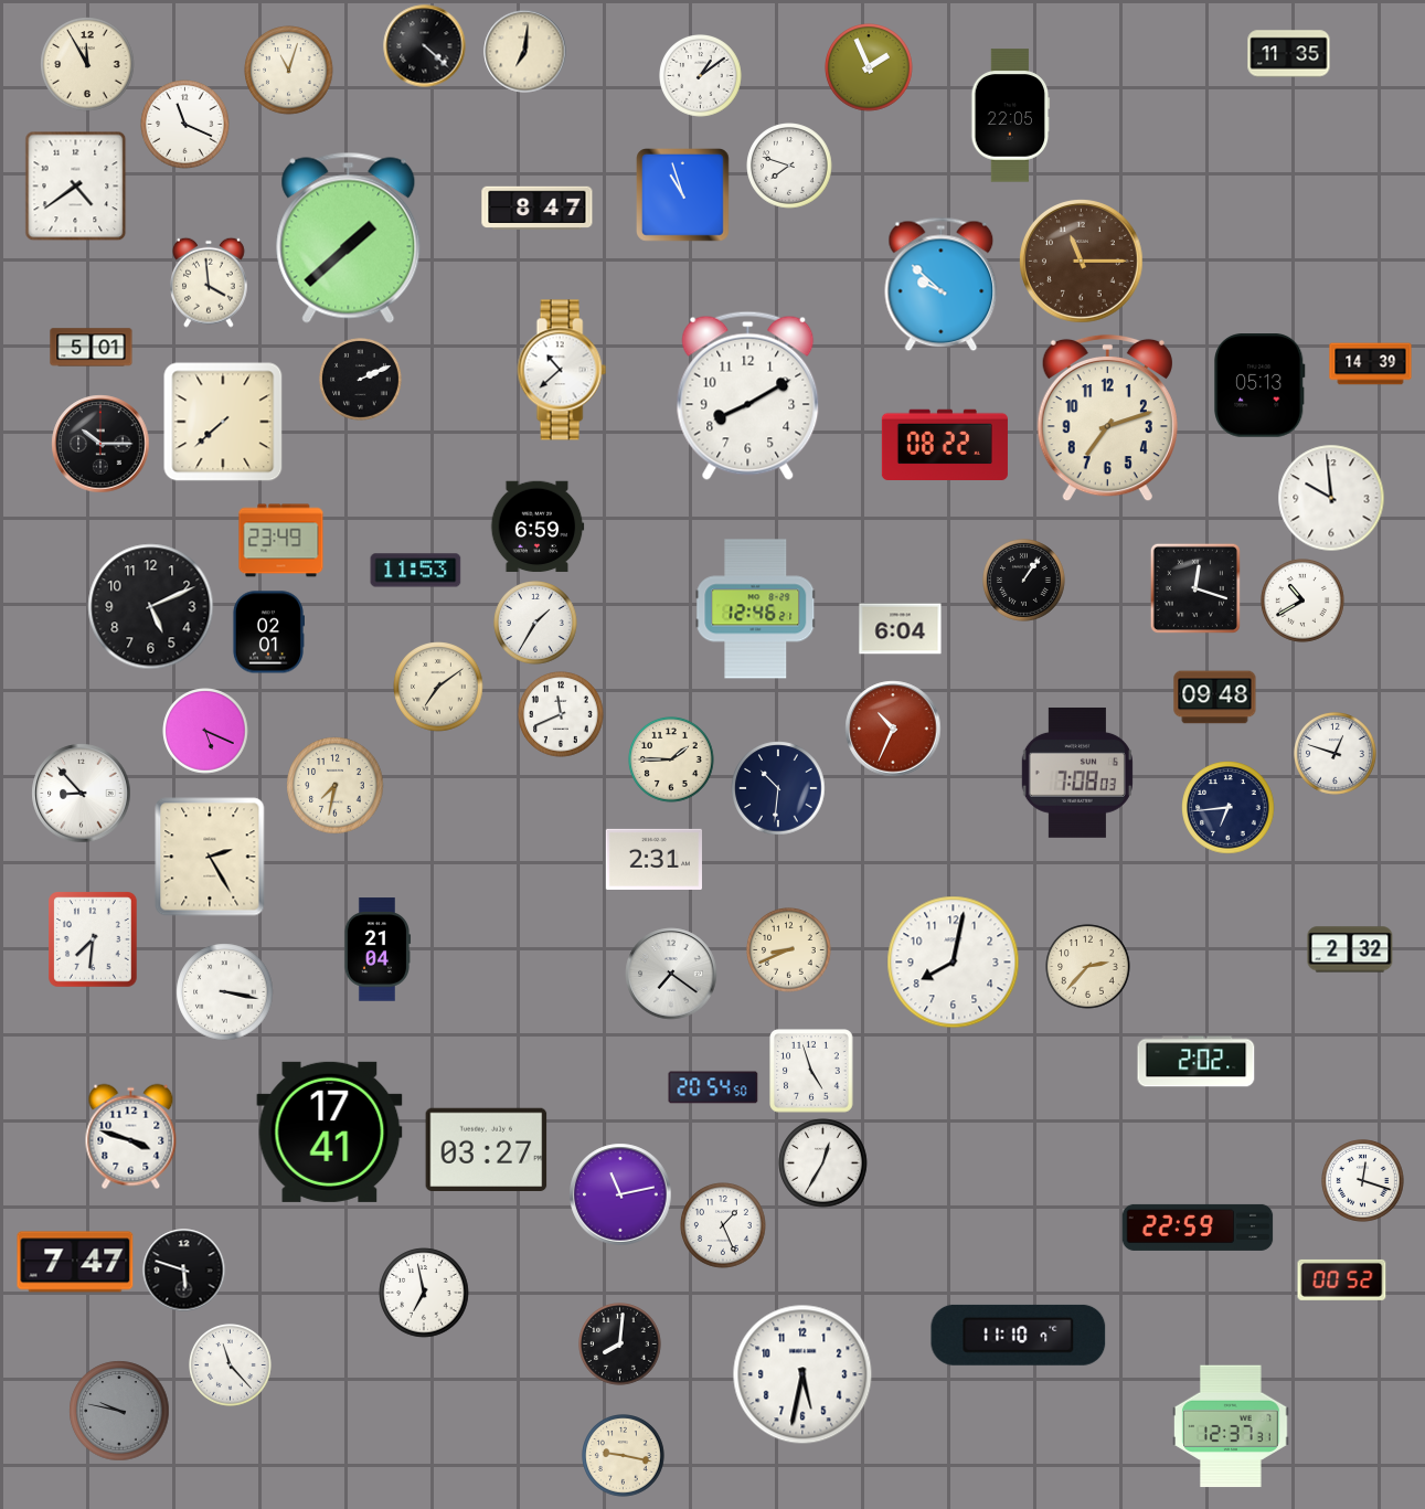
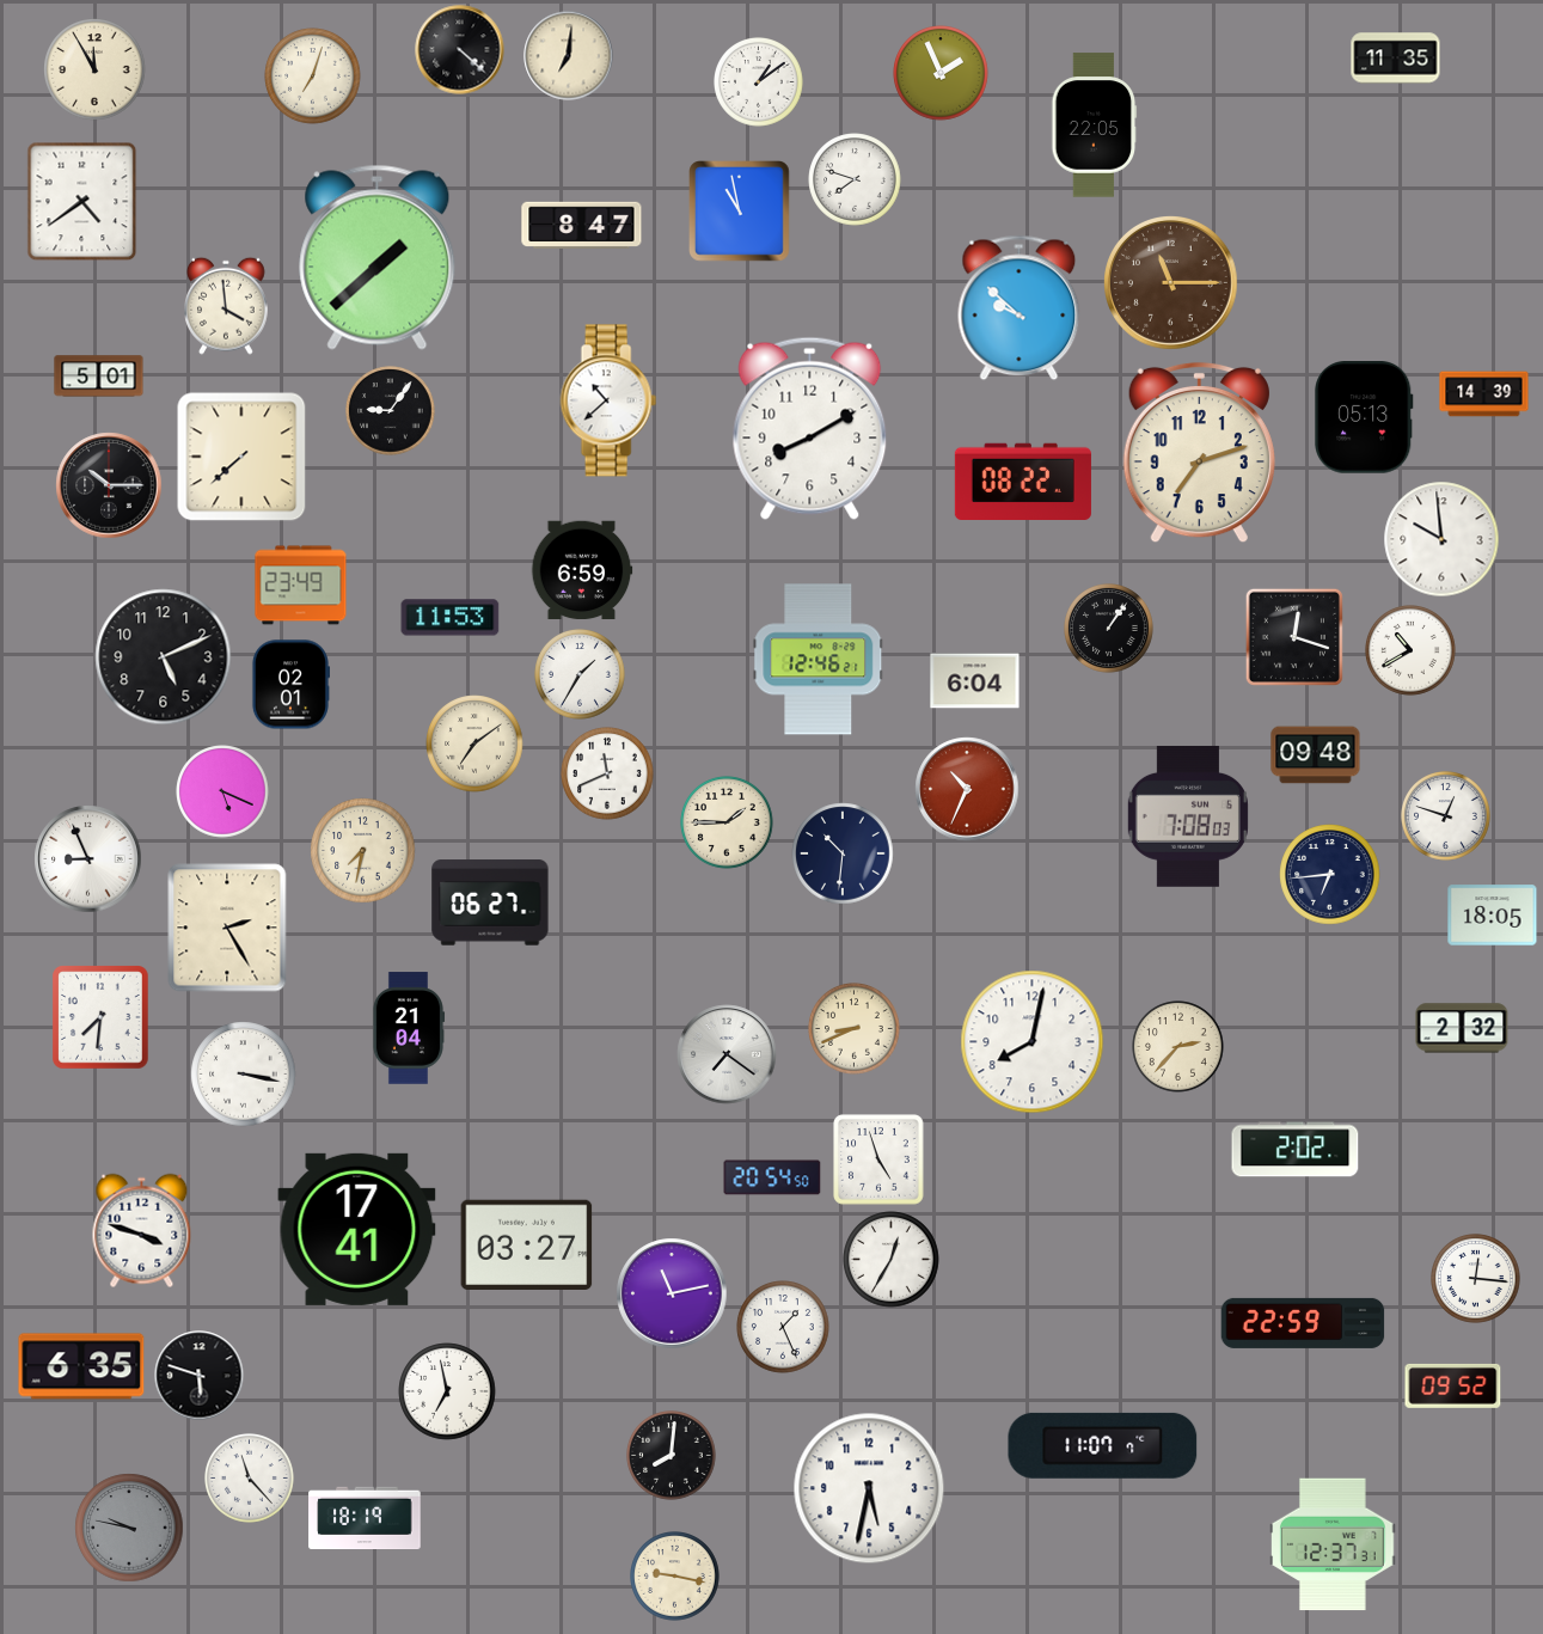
clock at (289, 71): 11:03 -> 7:03
clock at (185, 125): 11:19 -> none
clock at (683, 195): 10:57 -> 10:58
clock at (361, 380): 2:11 -> 9:06
clock at (100, 444) position: (100, 444) -> (109, 485)
clock at (281, 541) position: (281, 541) -> (301, 586)
clock at (1077, 773) position: (1077, 773) -> (1188, 816)
clock at (82, 794): 8:53 -> 8:56
clock at (490, 902): none -> 06:27
clock at (1493, 916): none -> 18:05
clock at (653, 859): 2:31 -> none
clock at (330, 1131) position: (330, 1131) -> (357, 1229)
clock at (1363, 1181): 12:18 -> 12:16
clock at (1198, 1228) position: (1198, 1228) -> (1303, 1323)
clock at (75, 1262): 7:47 -> 6:35
clock at (1342, 1279): 00:52 -> 09:52
clock at (424, 1293) position: (424, 1293) -> (447, 1391)
clock at (1019, 1335): 11:10 -> 11:07
clock at (365, 1518): none -> 18:19
